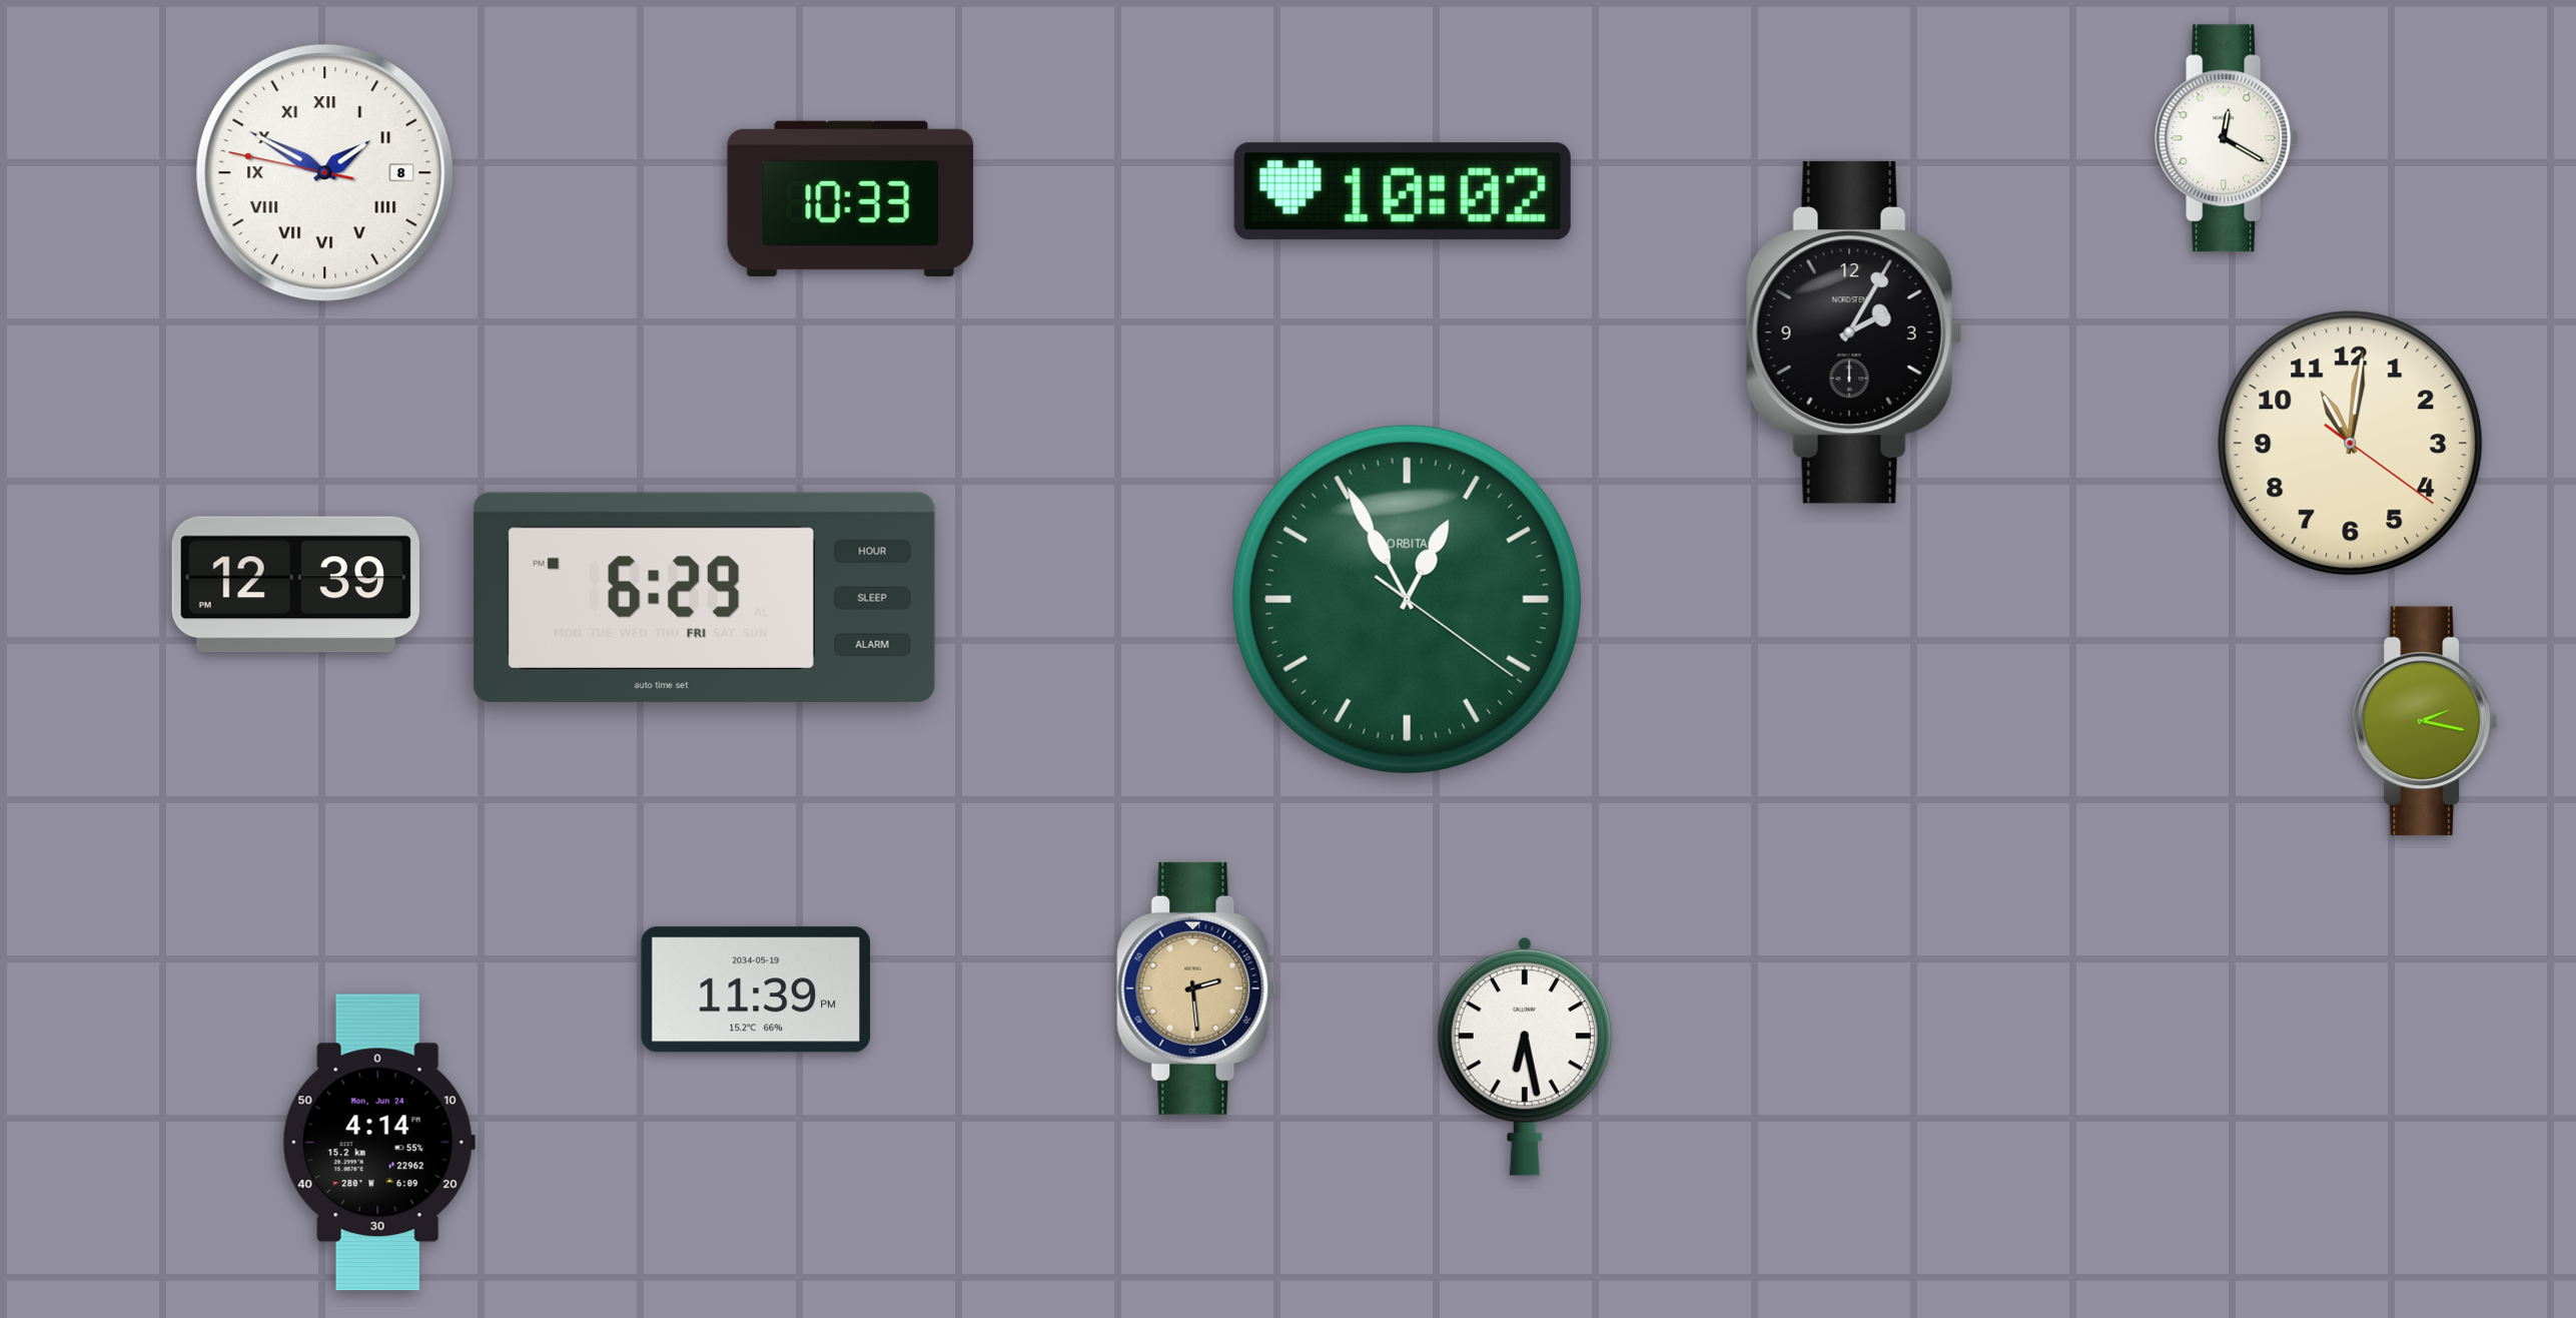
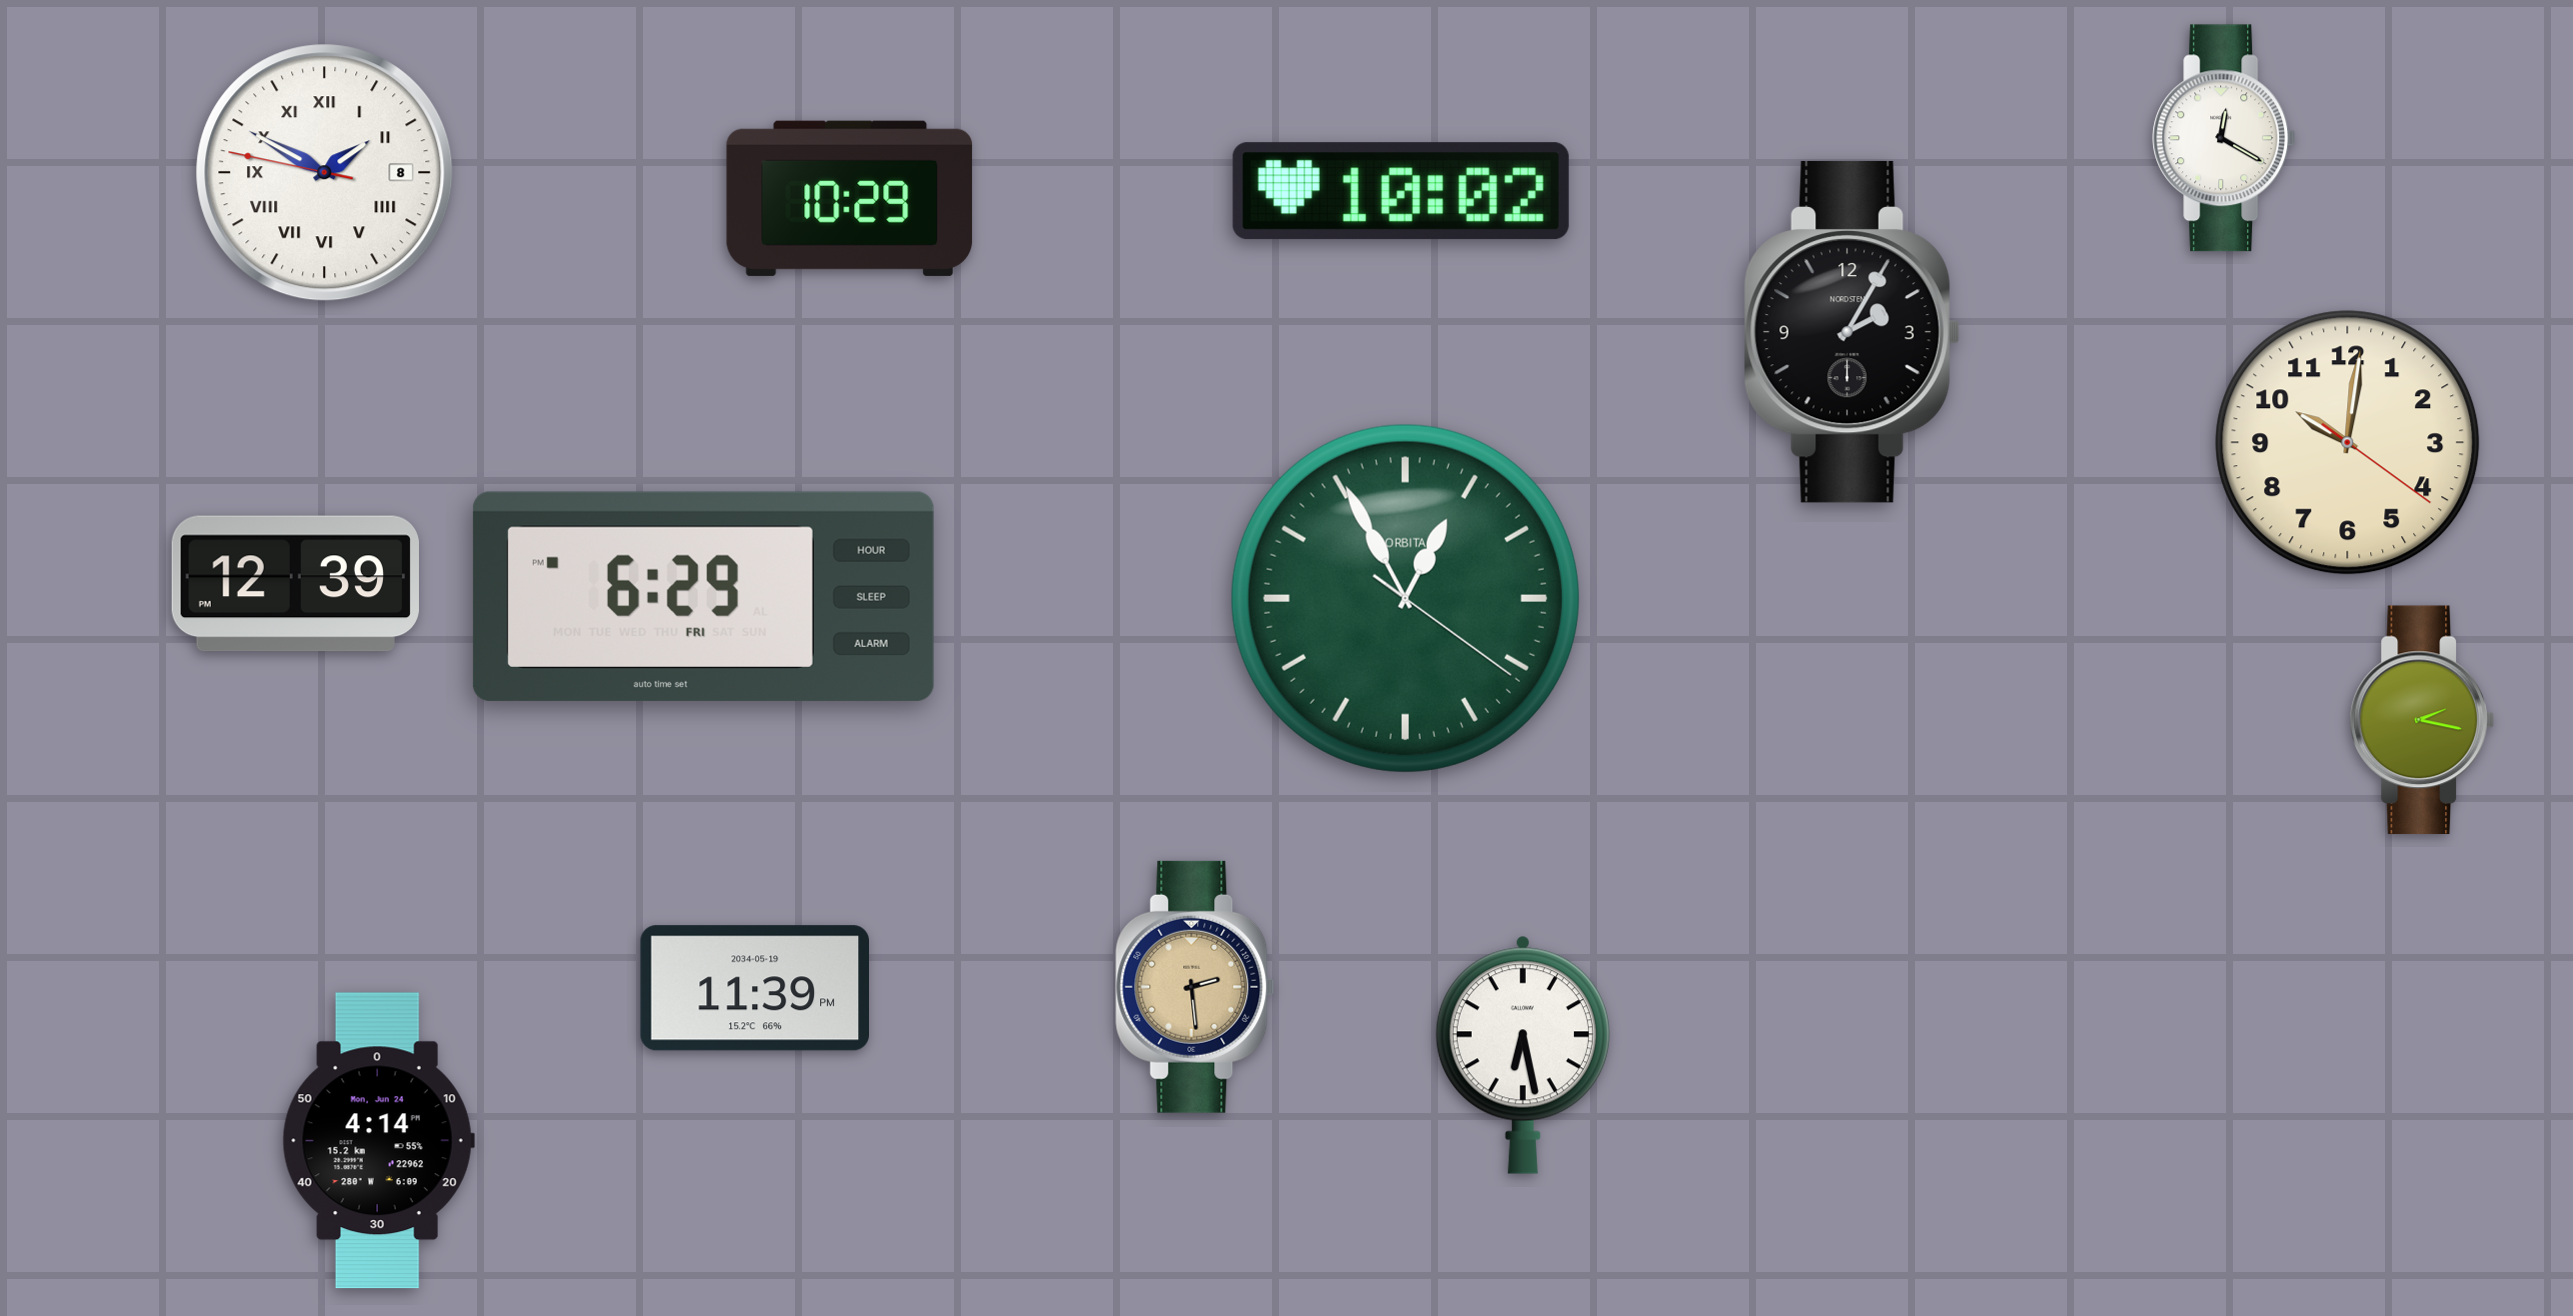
clock at (851, 198): 10:33 -> 10:29
clock at (2351, 444): 11:01 -> 10:01
